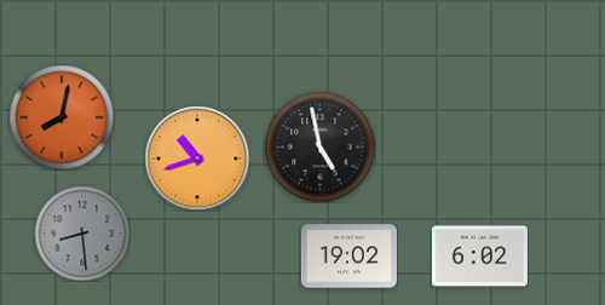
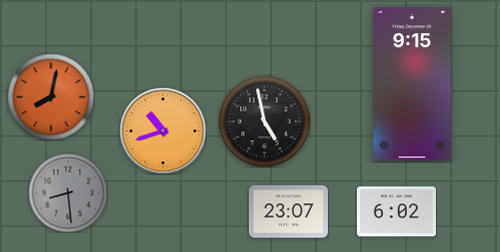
clock at (412, 84): none -> 9:15
clock at (348, 257): 19:02 -> 23:07
